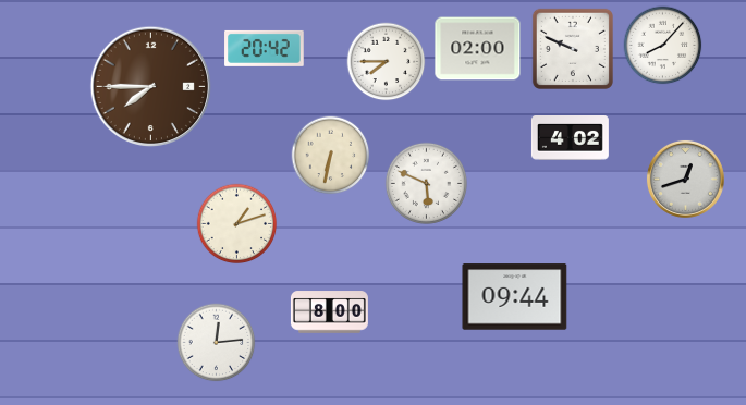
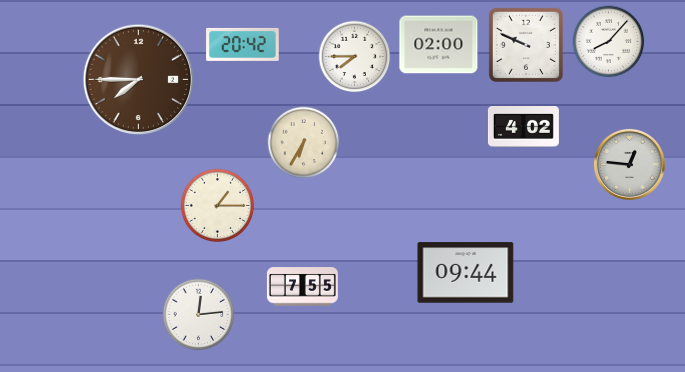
clock at (331, 156): 6:32 -> 6:35
clock at (685, 179): 12:42 -> 12:46
clock at (426, 183): 5:49 -> none
clock at (237, 224): 1:12 -> 1:15
clock at (515, 297) position: (515, 297) -> (466, 273)
clock at (329, 312): 8:00 -> 7:55
